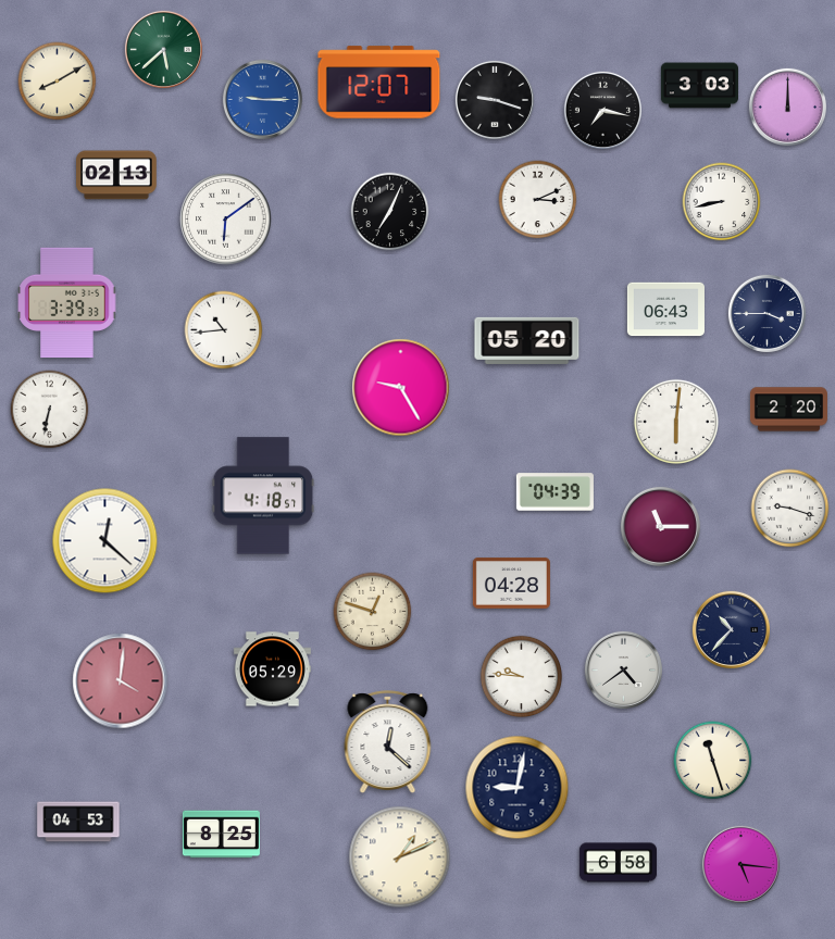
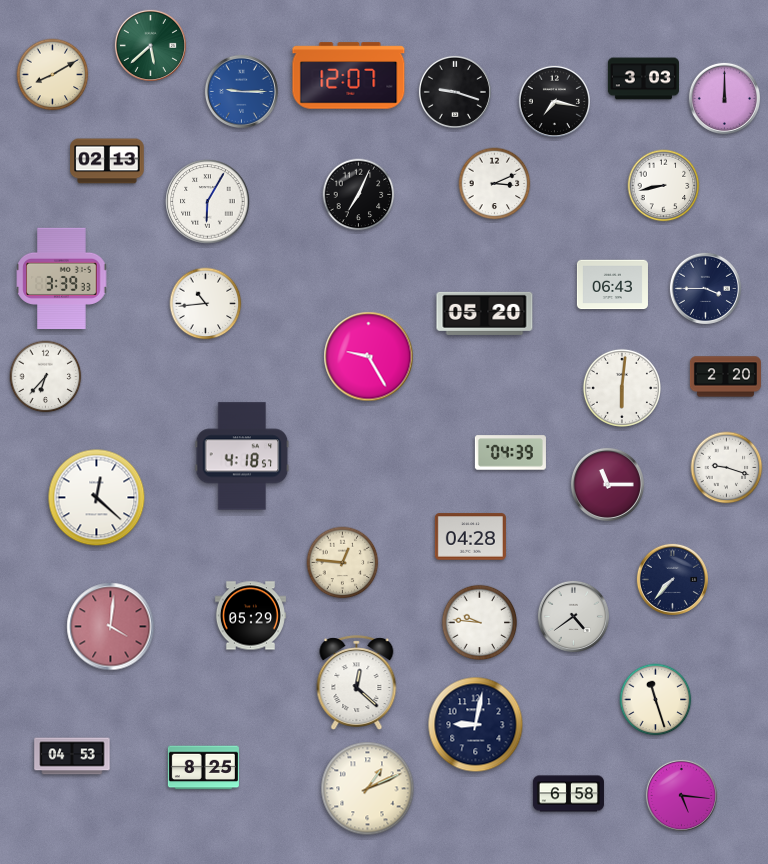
clock at (226, 220): 6:09 -> 6:05
clock at (50, 410): 6:32 -> 6:37
clock at (373, 612): 12:48 -> 12:46
clock at (731, 629): 10:37 -> 7:37
